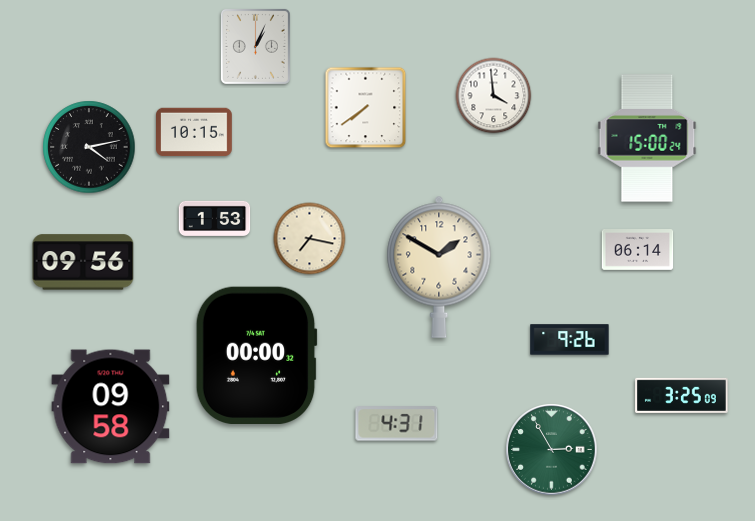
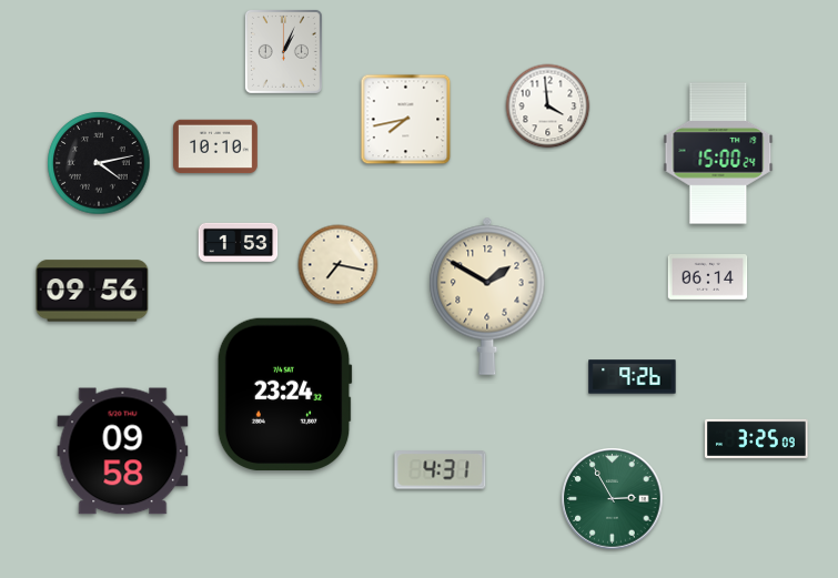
clock at (366, 108): 7:39 -> 7:43
clock at (195, 132): 10:15 -> 10:10
clock at (310, 239) position: (310, 239) -> (339, 265)
clock at (256, 355): 00:00 -> 23:24
